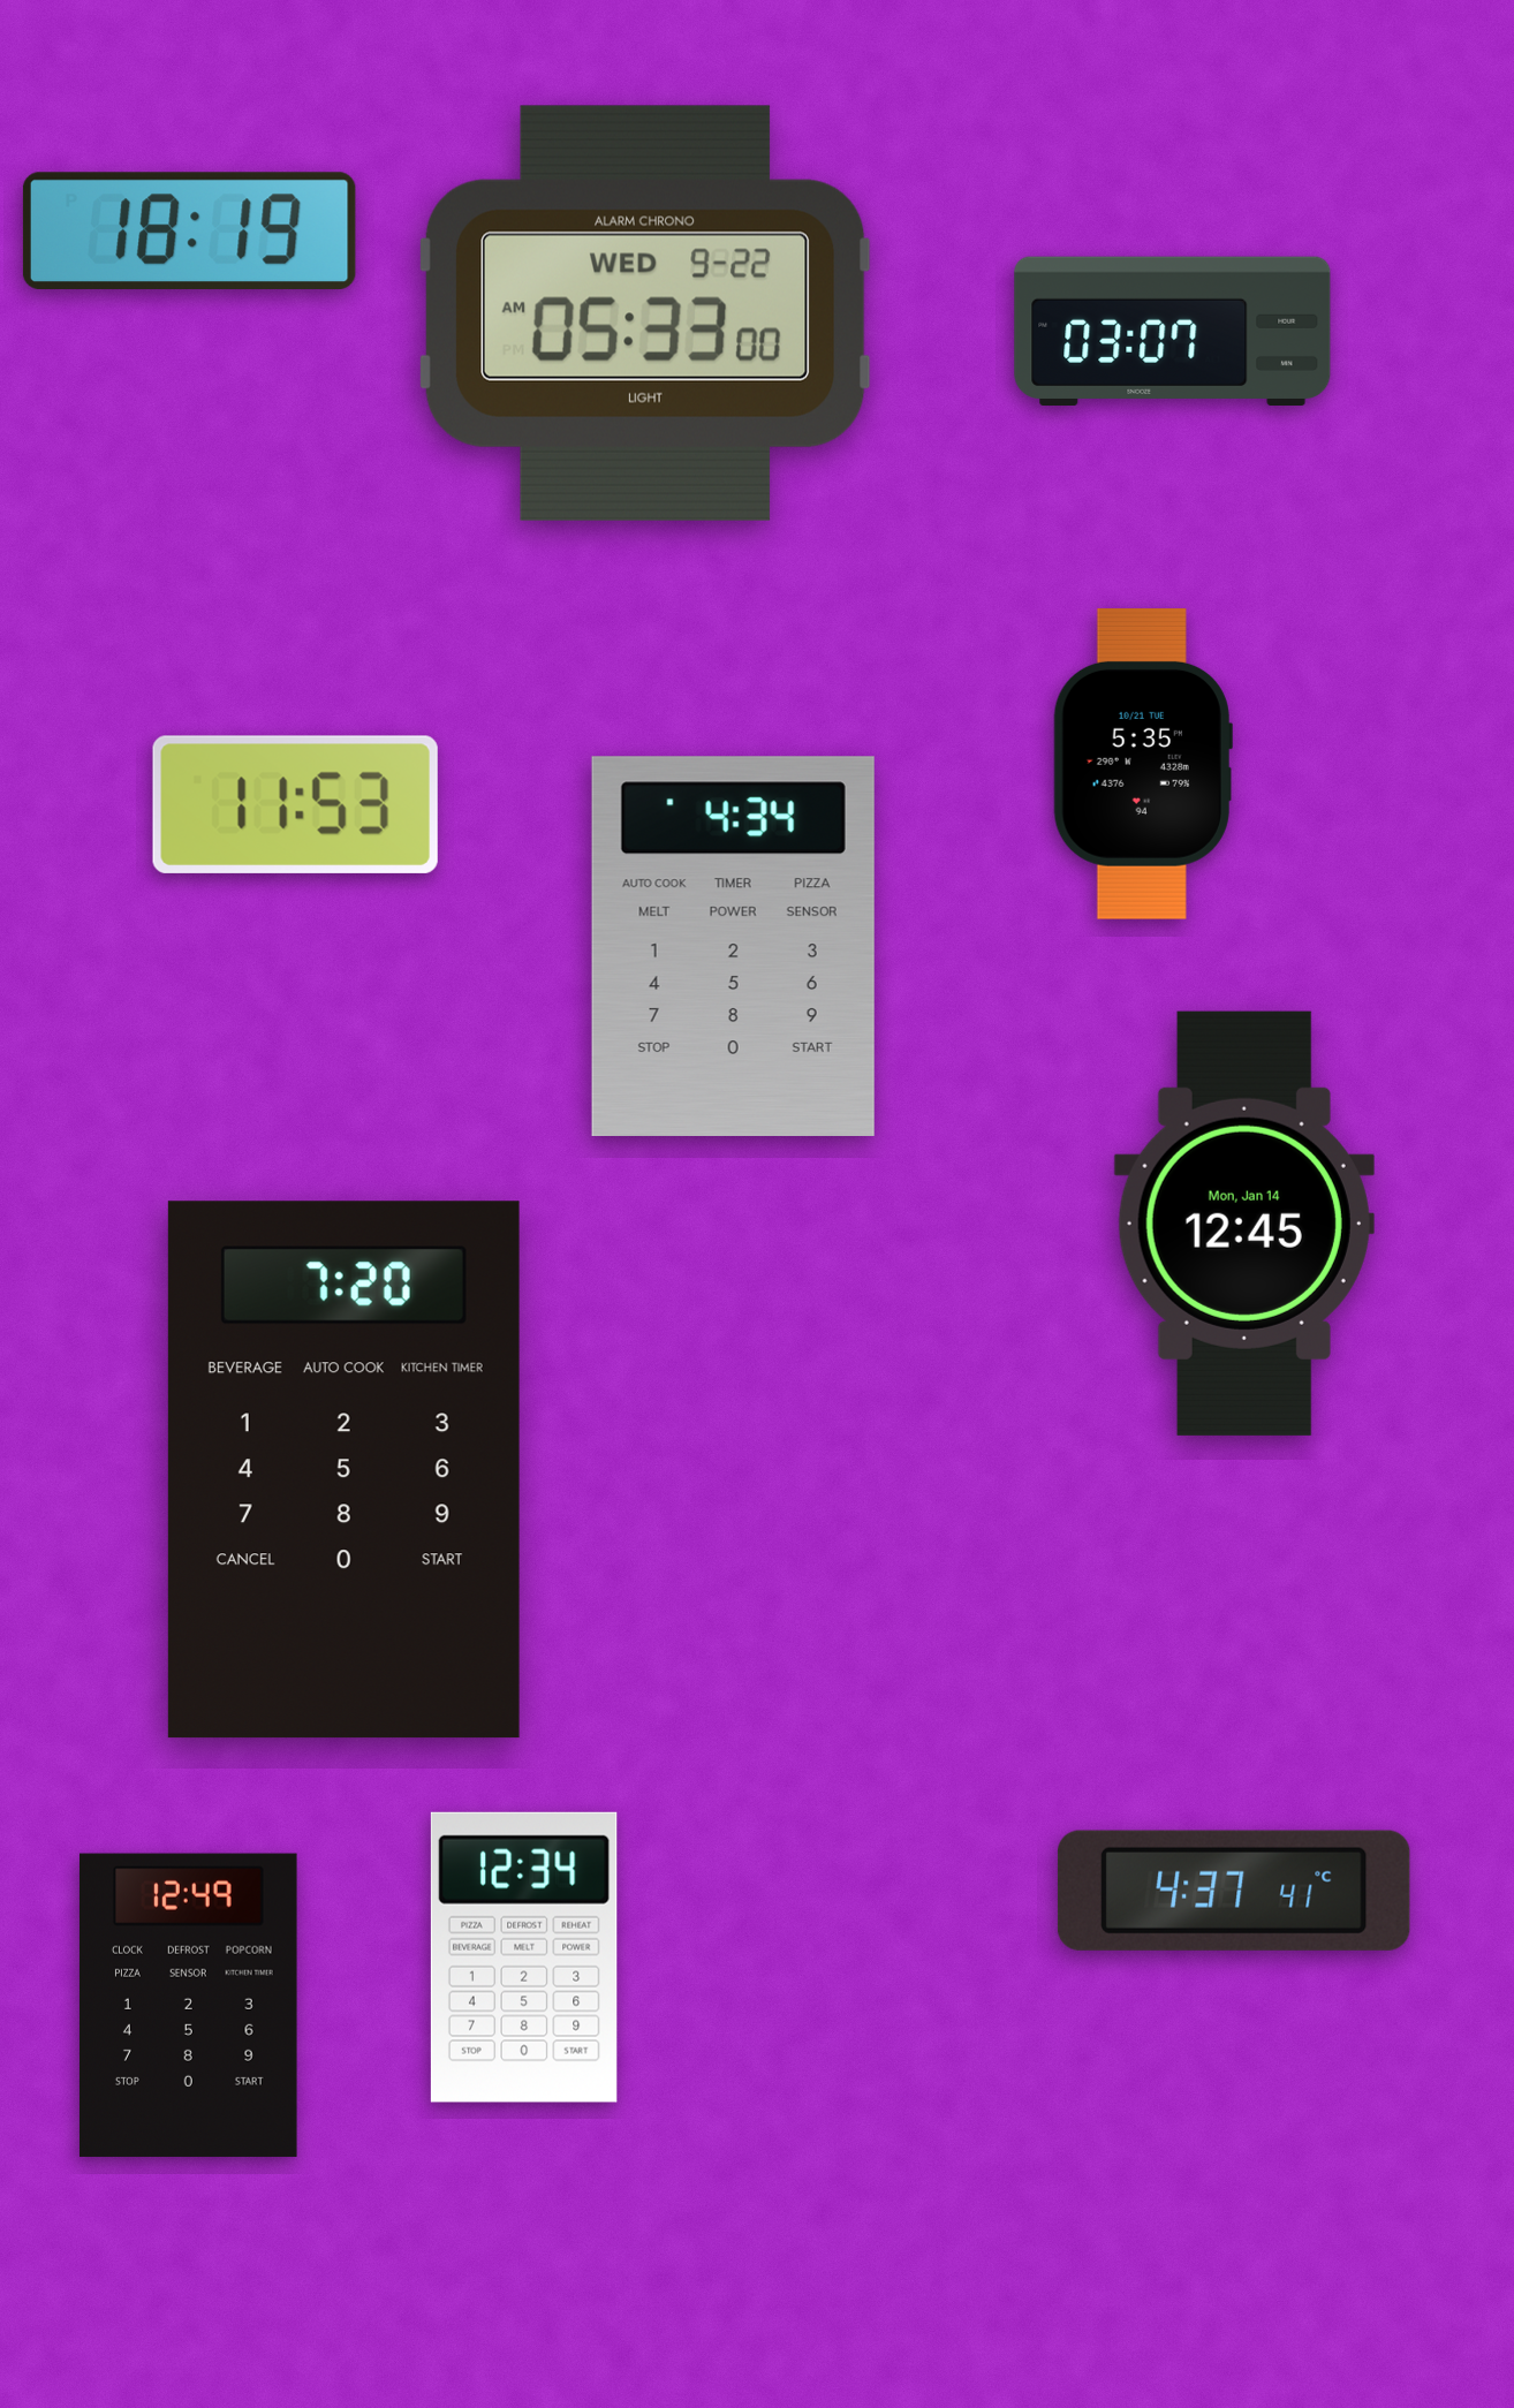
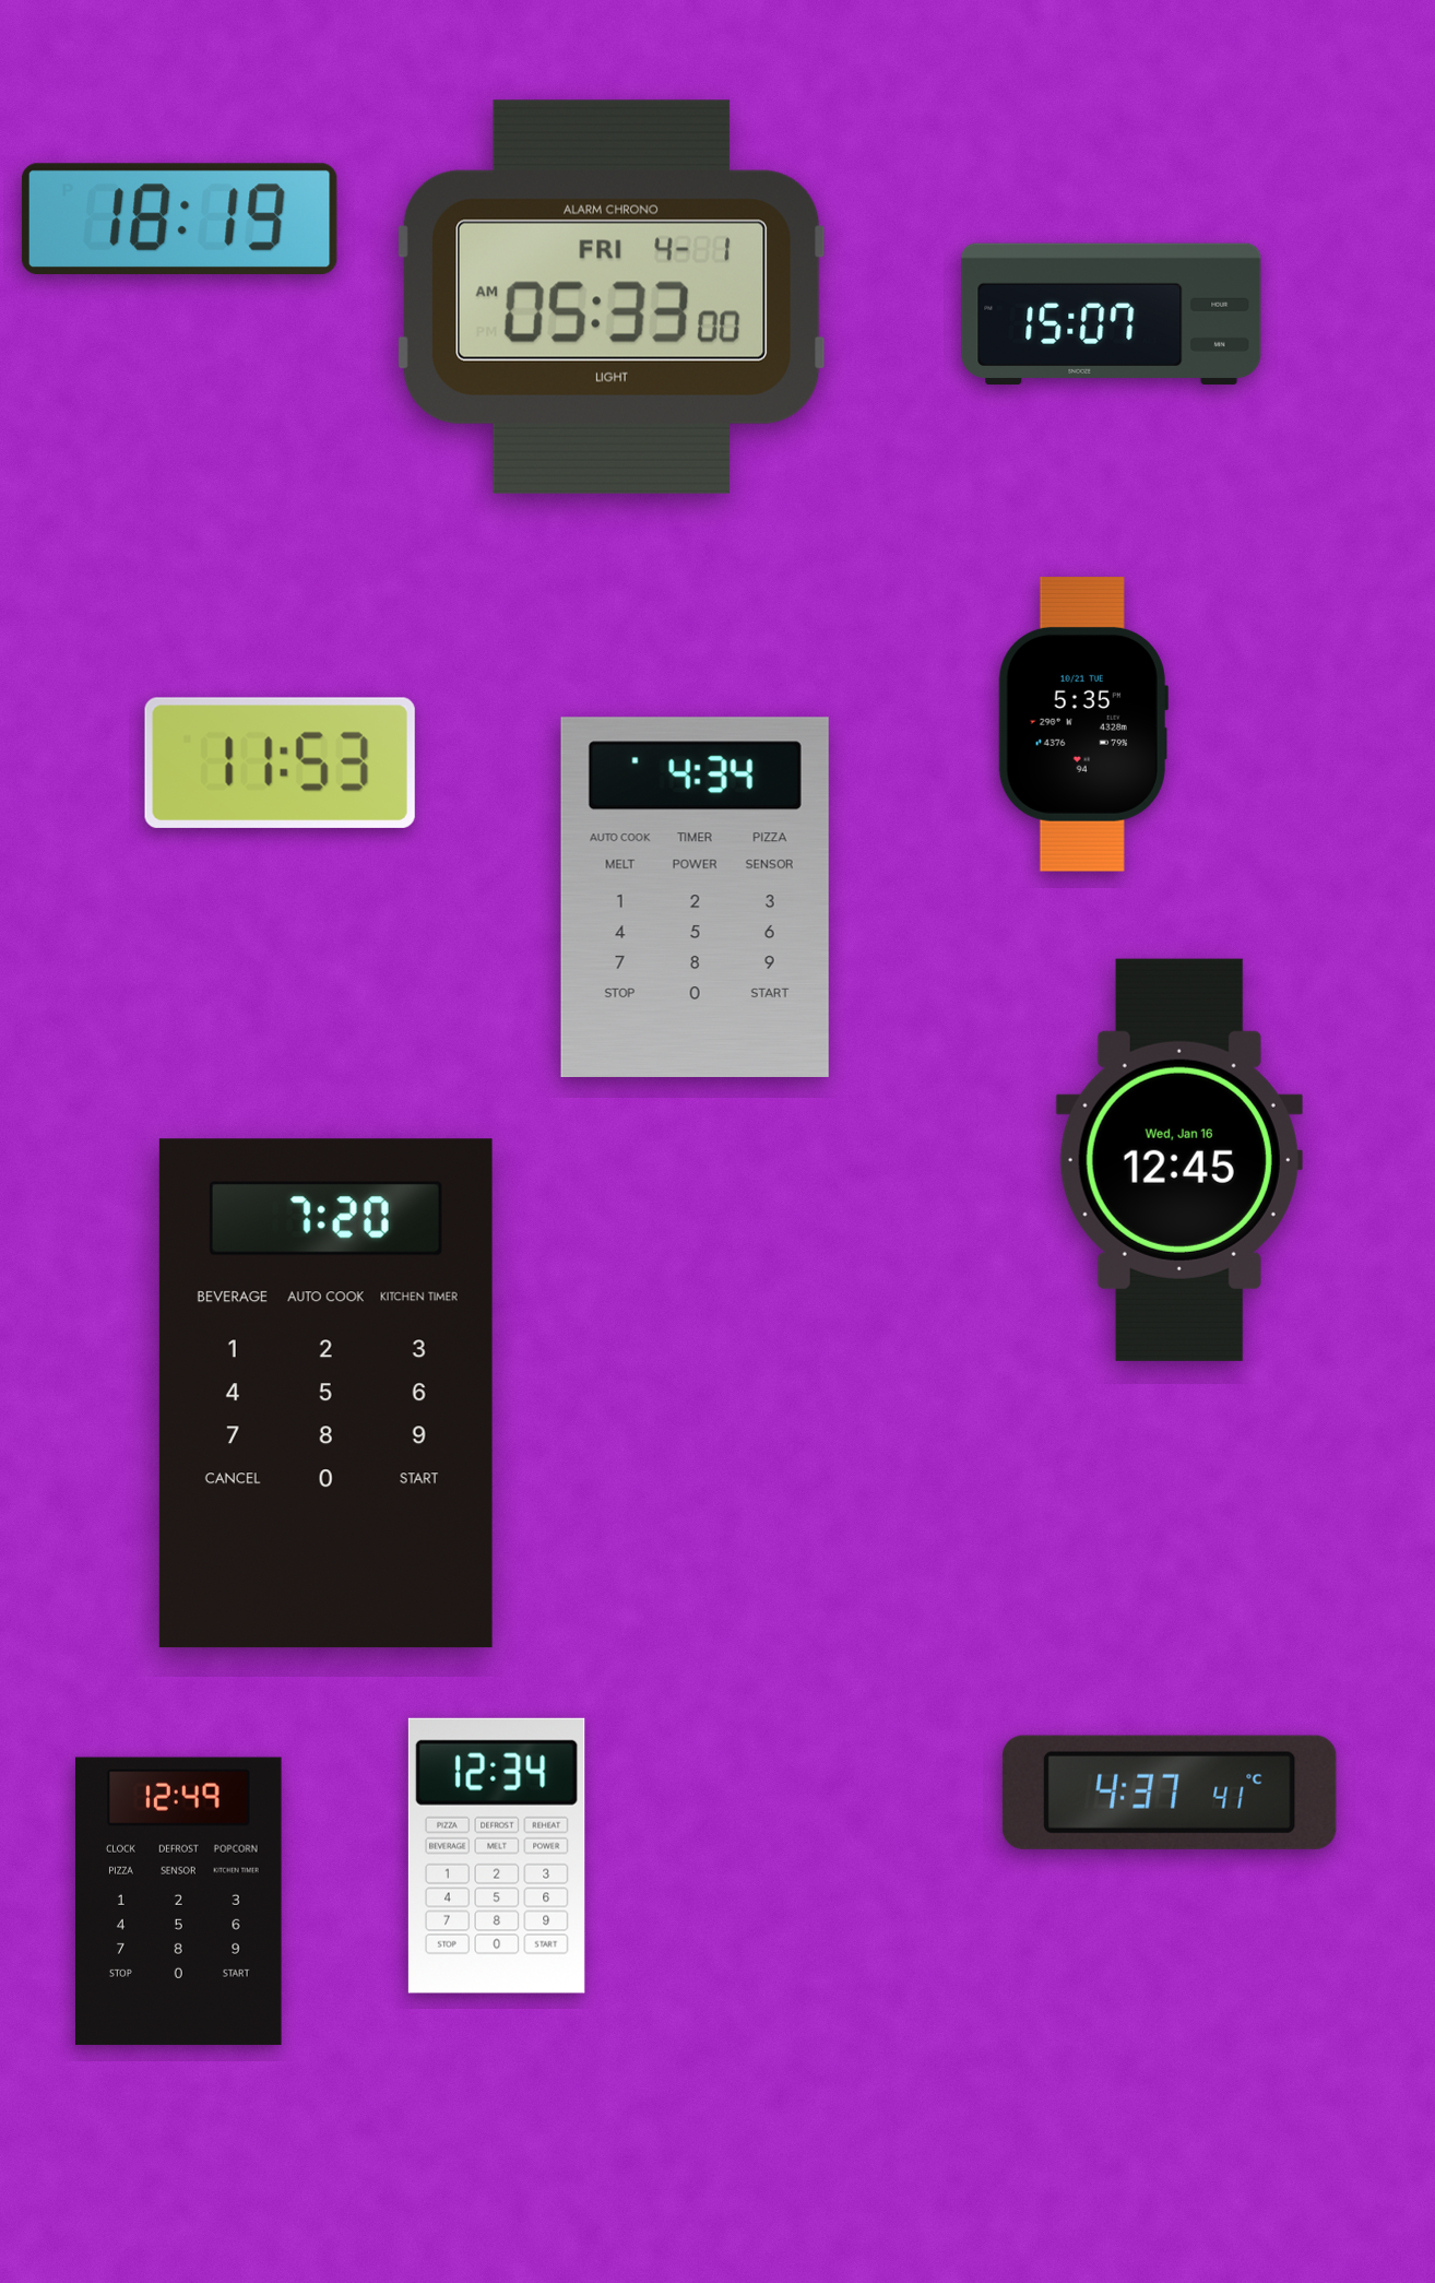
clock at (646, 313) date: WED 9-22 -> FRI 4-1
clock at (1173, 331): 03:07 -> 15:07
clock at (1244, 1224) date: Mon, Jan 14 -> Wed, Jan 16
